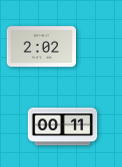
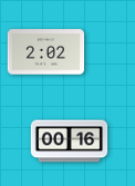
clock at (63, 127): 00:11 -> 00:16
